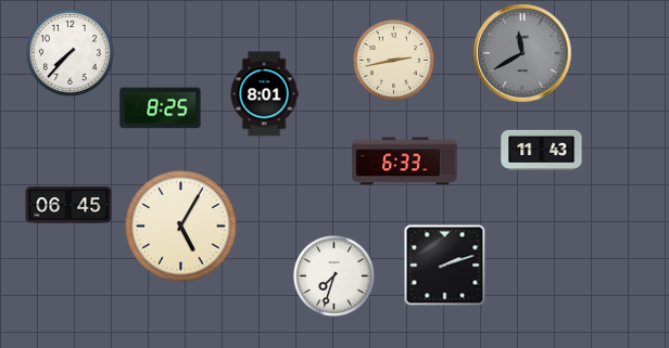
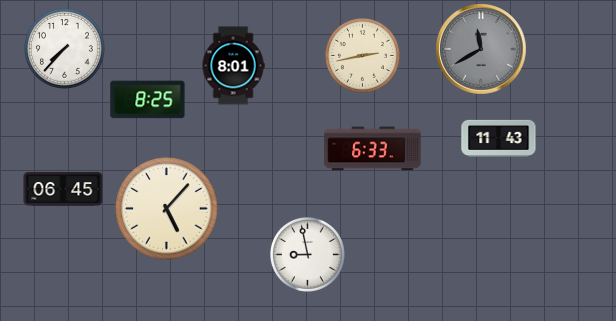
clock at (264, 94) position: (264, 94) -> (233, 66)
clock at (181, 227): 5:05 -> 5:07
clock at (445, 266): 2:12 -> none
clock at (333, 275): 7:33 -> 8:58
